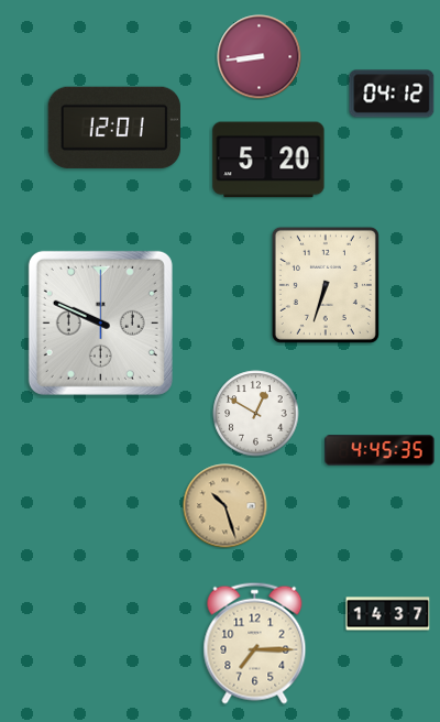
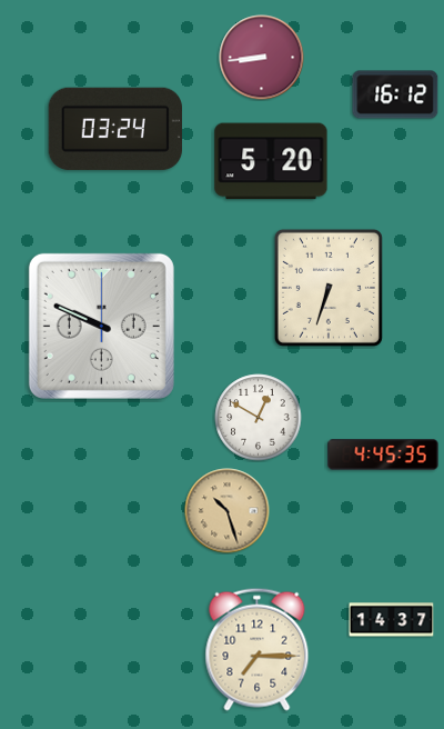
clock at (392, 94): 04:12 -> 16:12
clock at (114, 128): 12:01 -> 03:24
